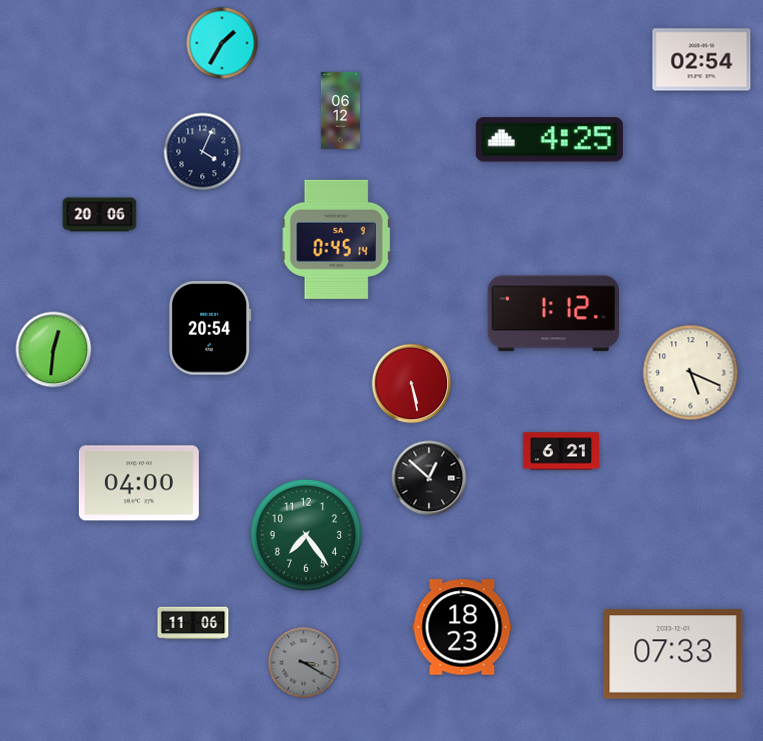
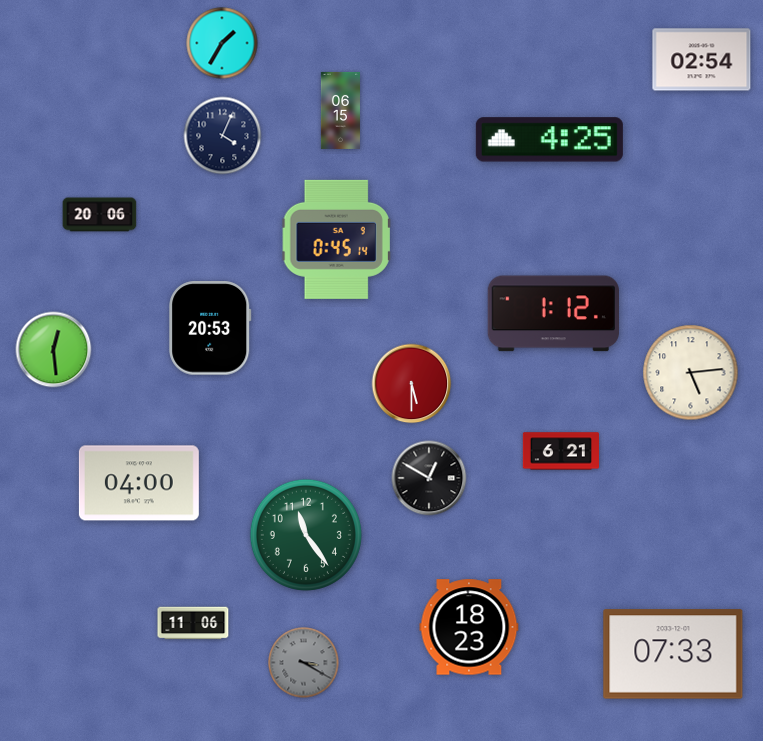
clock at (340, 110): 06:12 -> 06:15
clock at (203, 152) position: (203, 152) -> (223, 136)
clock at (210, 328): 20:54 -> 20:53
clock at (54, 350): 12:31 -> 12:29
clock at (691, 373): 5:19 -> 5:14
clock at (412, 384): 5:28 -> 5:30
clock at (429, 478): 12:52 -> 12:50
clock at (306, 535): 7:24 -> 11:24
clock at (462, 627) position: (462, 627) -> (469, 627)
